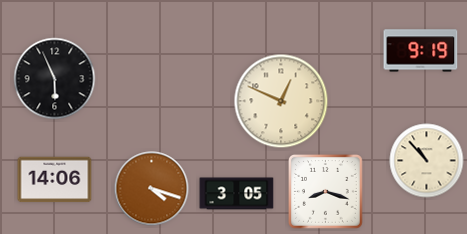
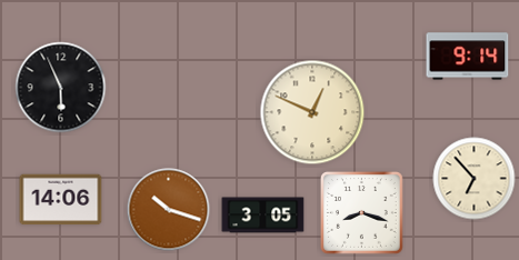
clock at (421, 51): 9:19 -> 9:14
clock at (427, 161): 10:53 -> 6:53
clock at (152, 189): 4:18 -> 10:18
